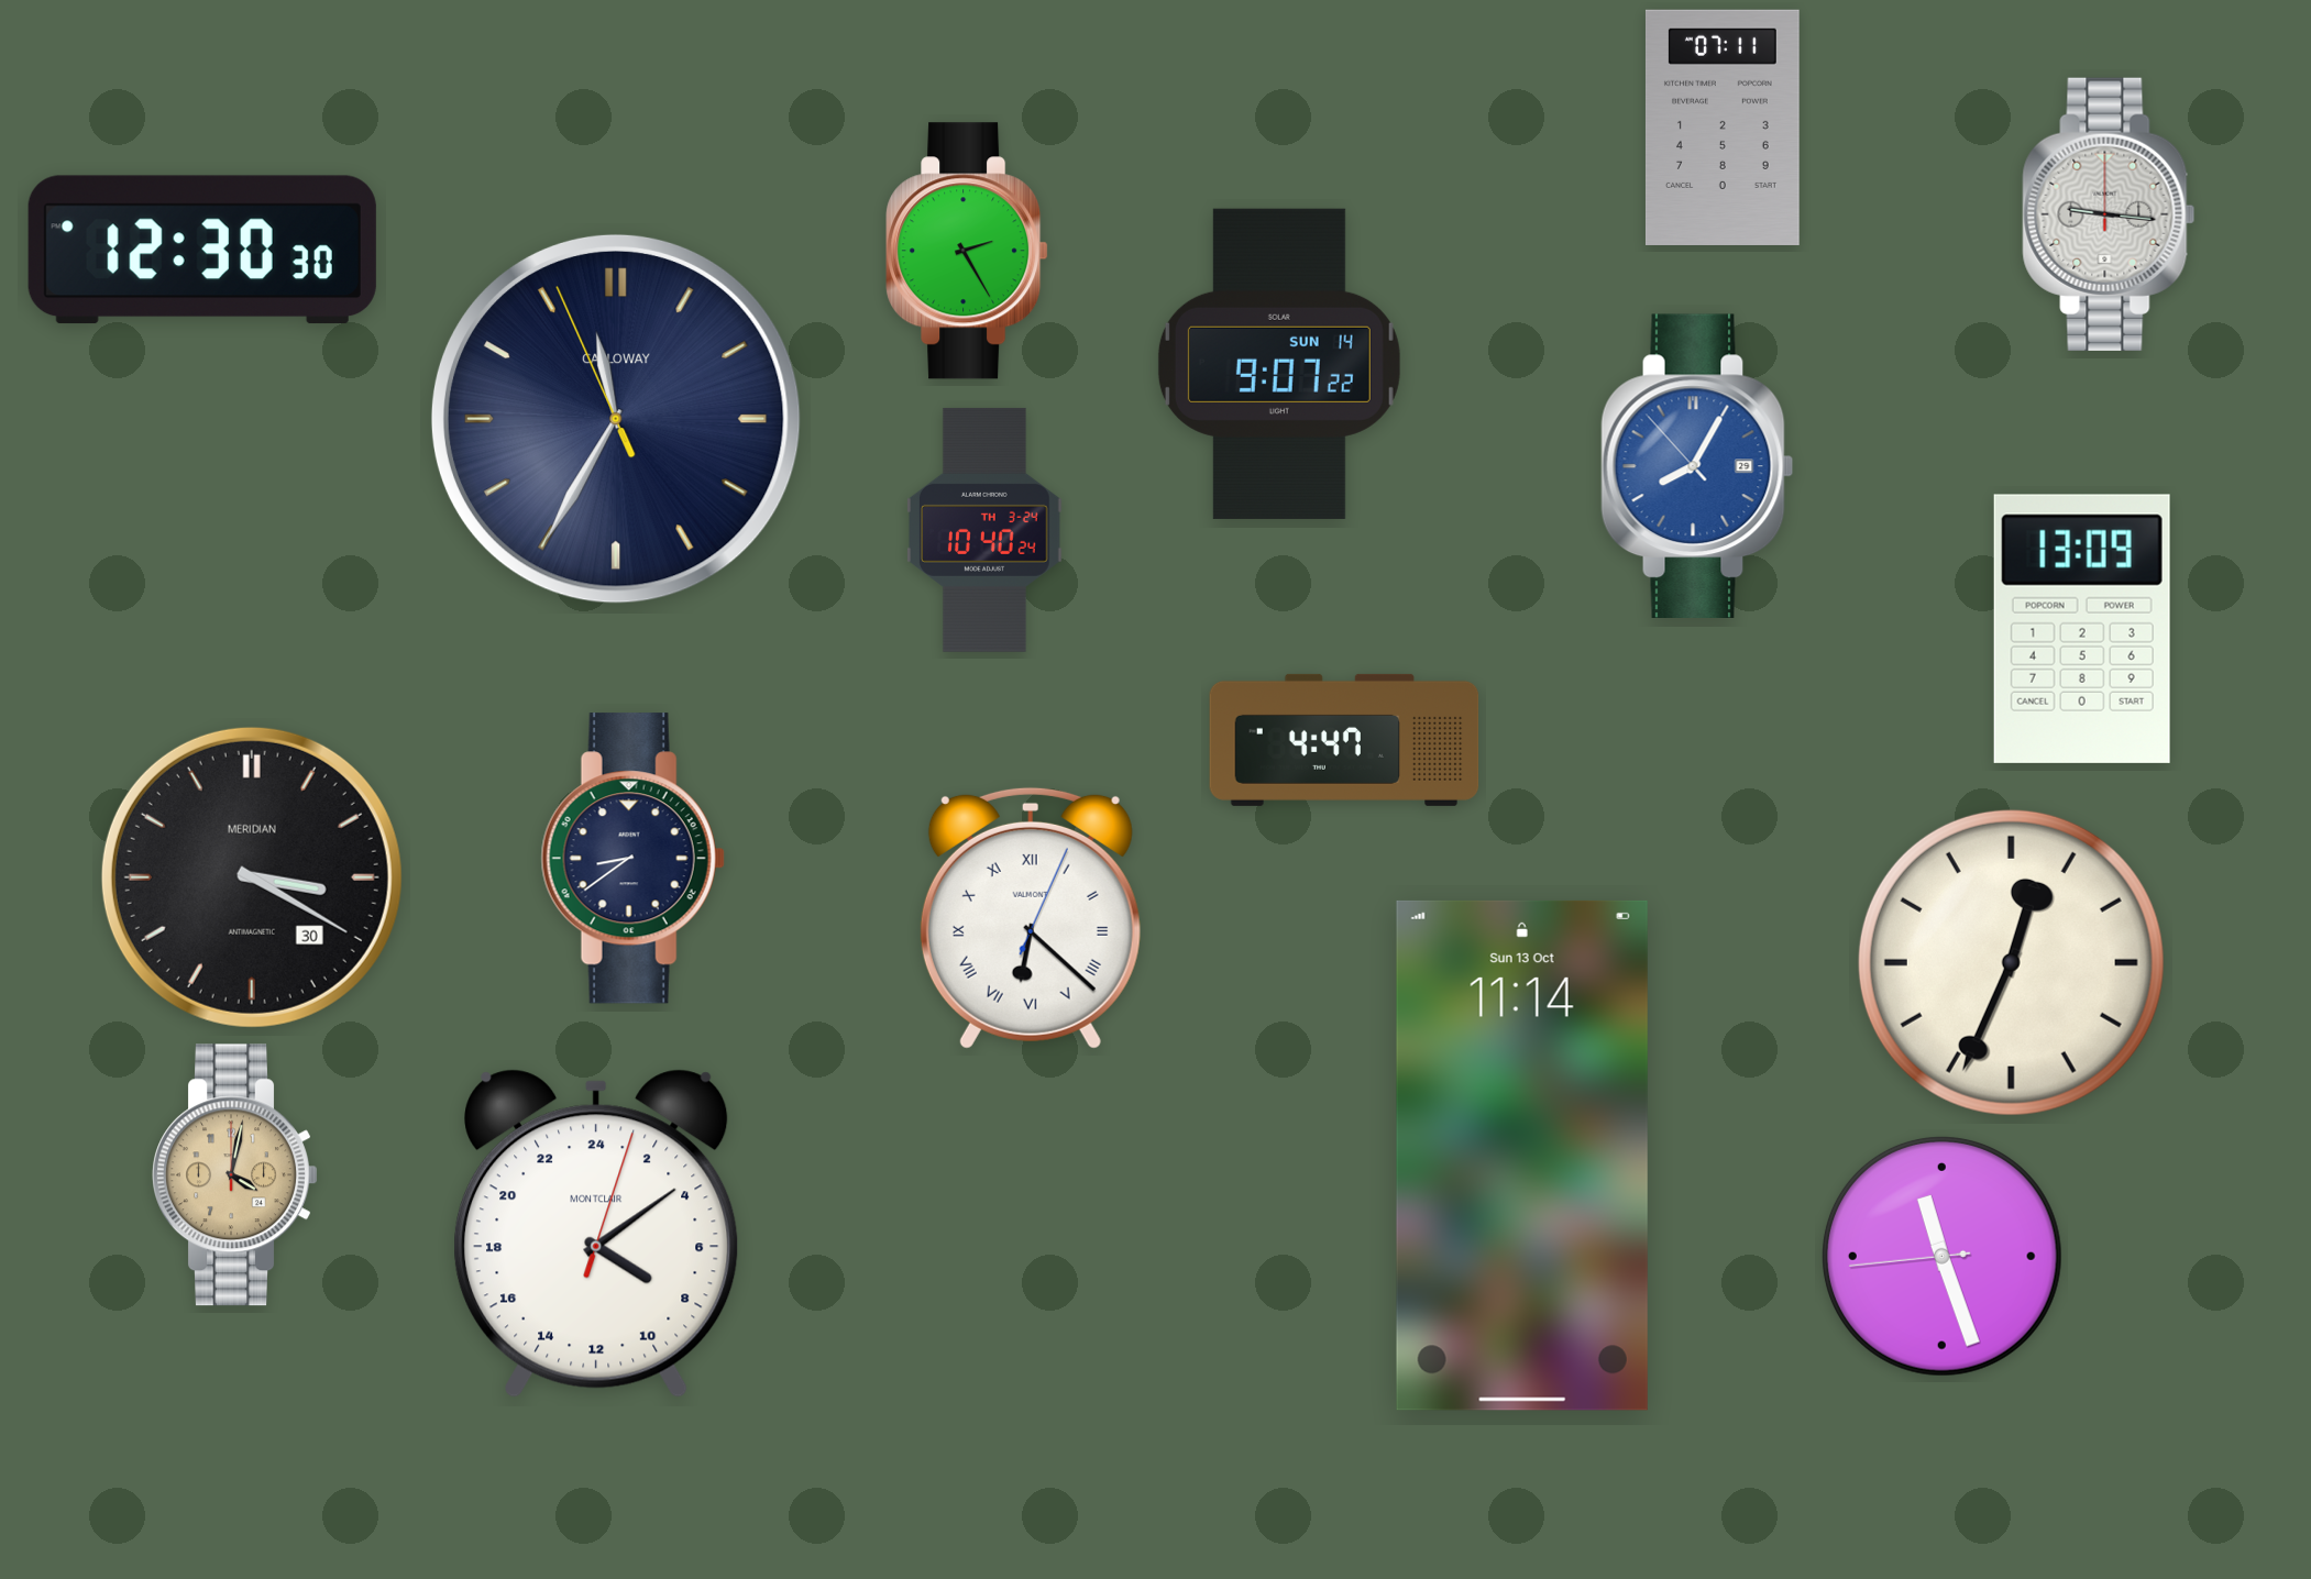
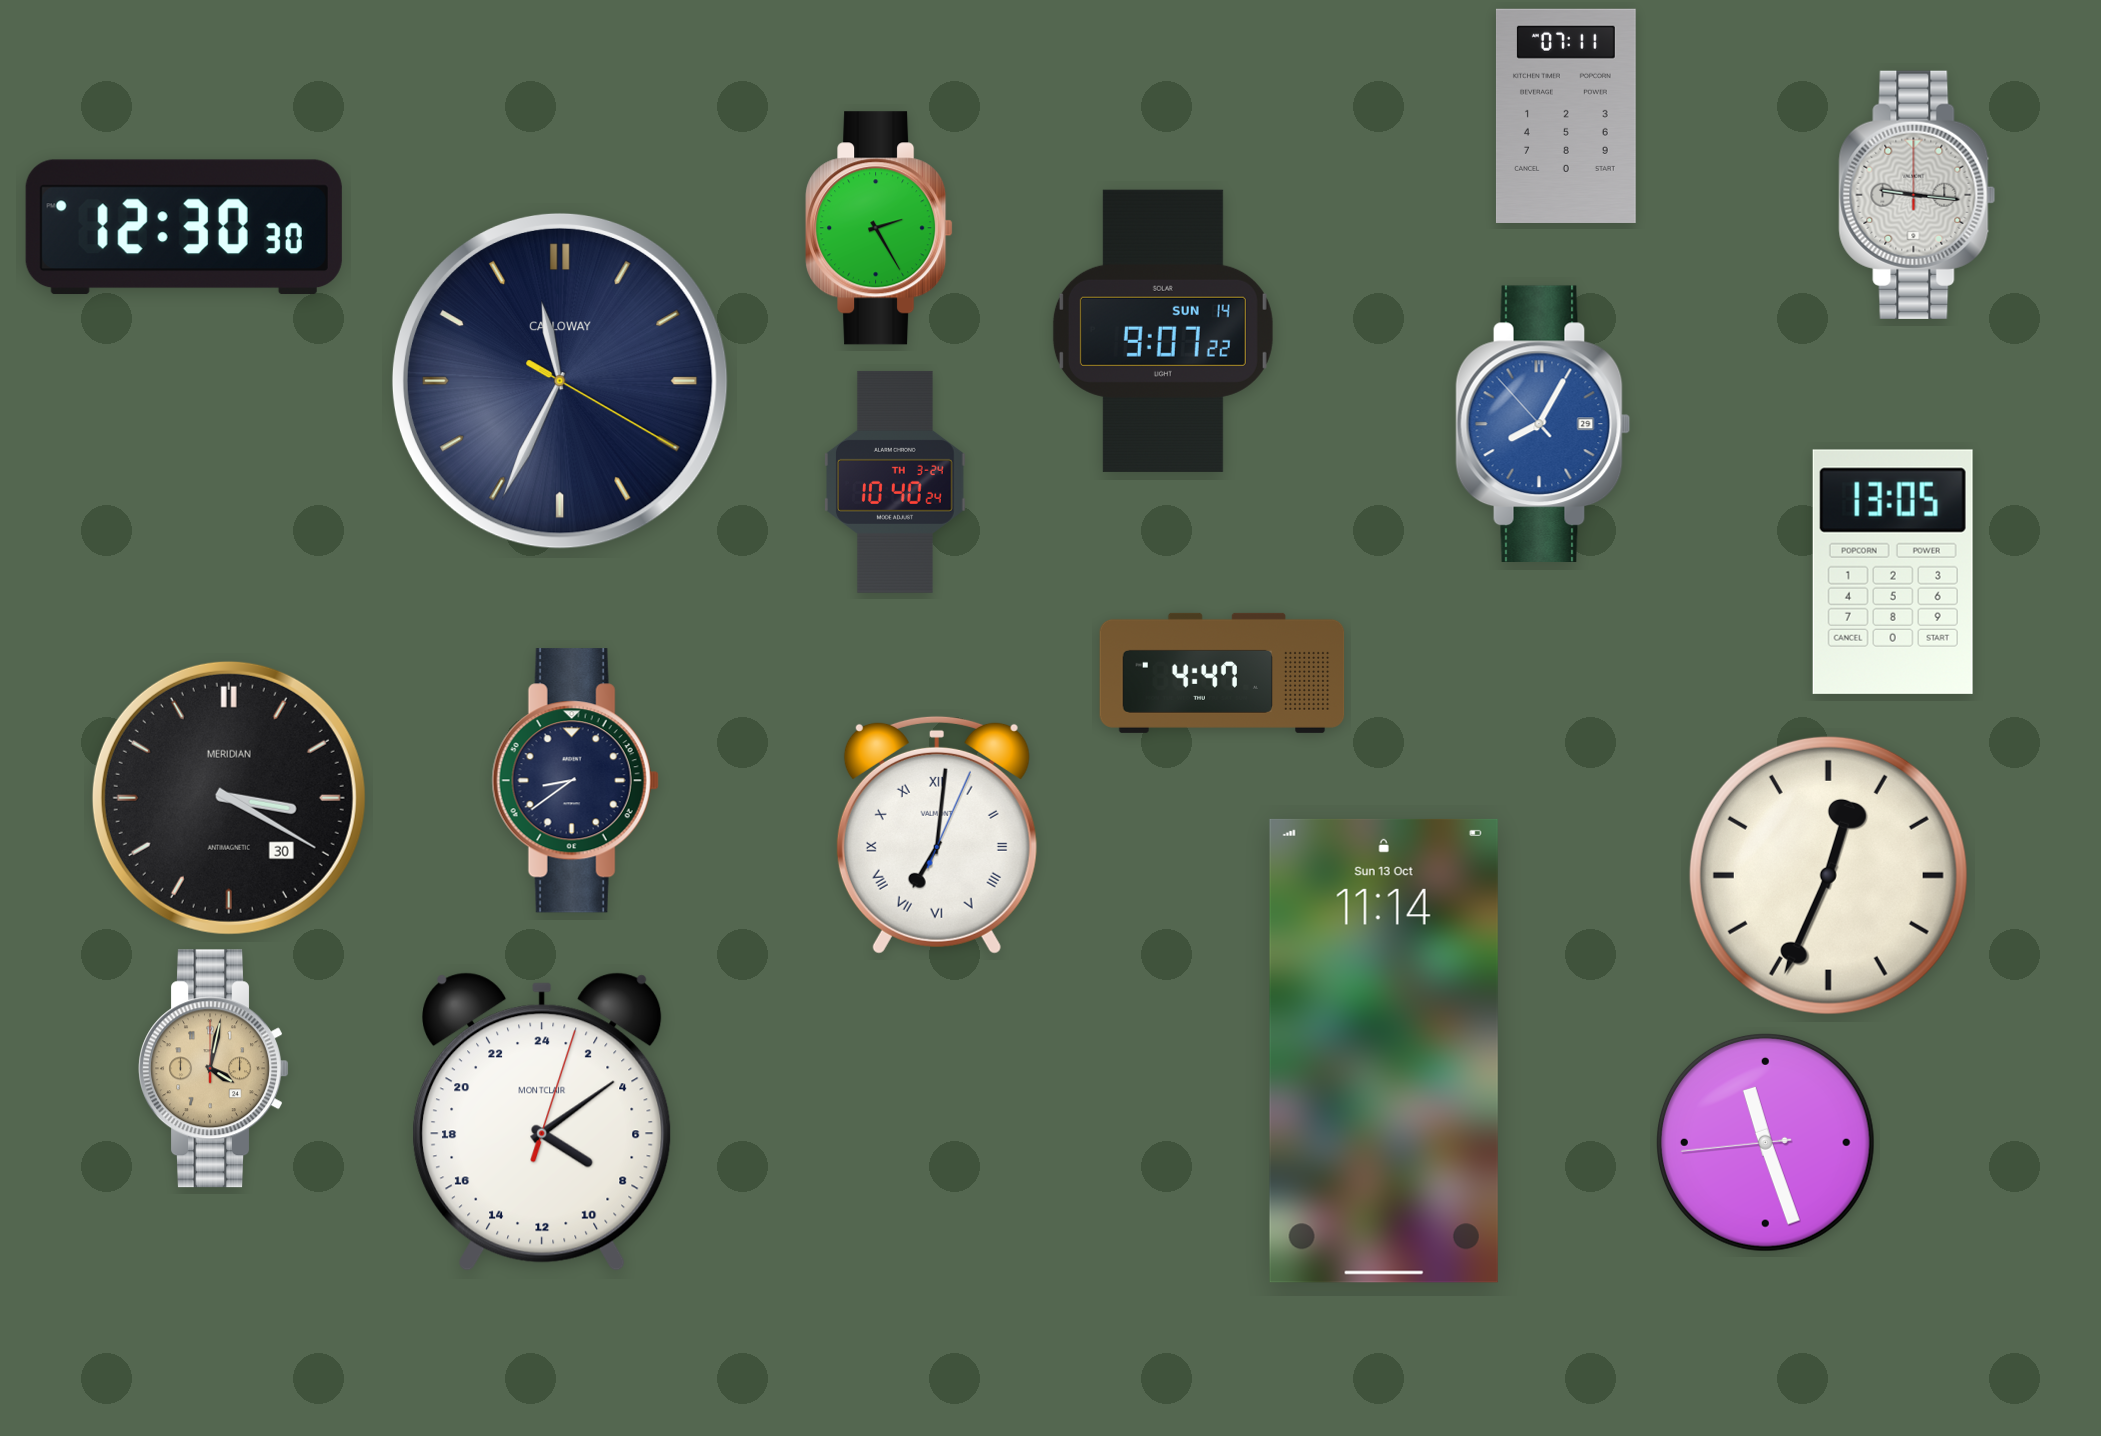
clock at (616, 419): 11:34:56 -> 11:34:20
clock at (2082, 629): 13:09 -> 13:05
clock at (1031, 918): 6:22 -> 7:01
